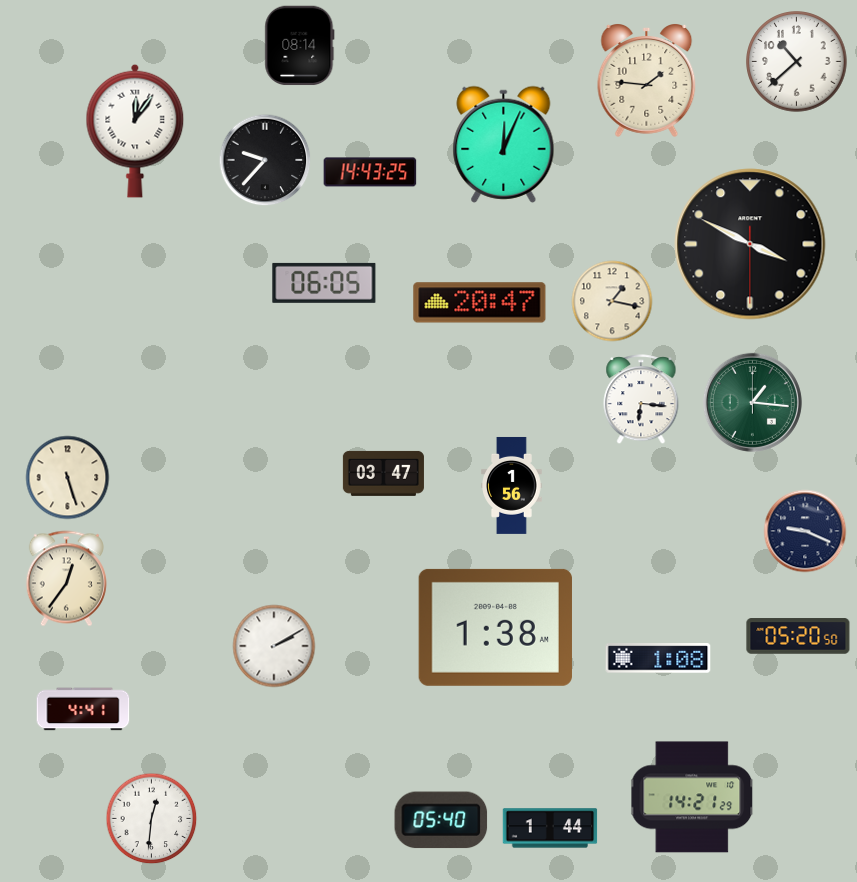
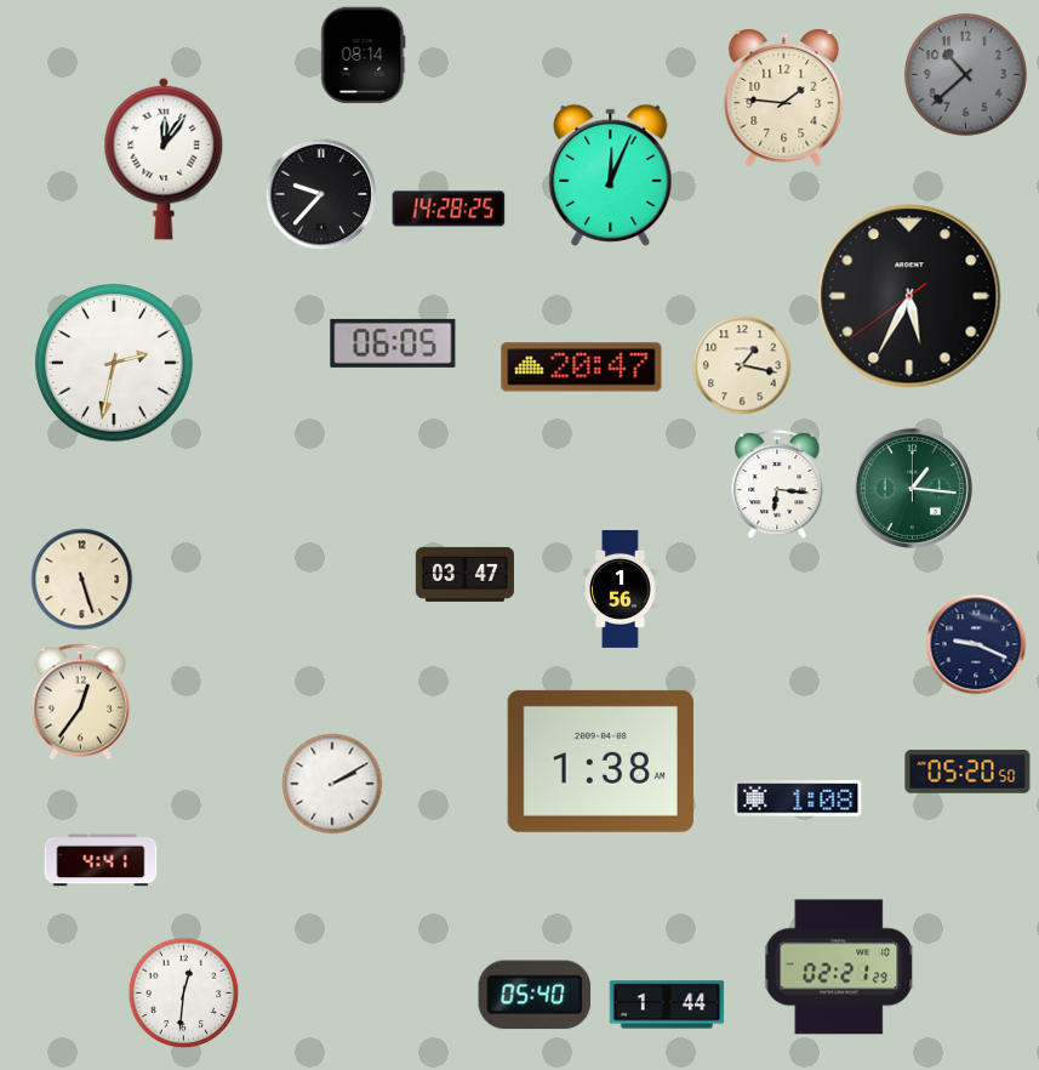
clock at (797, 62) dial: white -> grey
clock at (370, 172): 14:43 -> 14:28
clock at (750, 244): 3:49 -> 5:34
clock at (114, 363): none -> 2:32
clock at (693, 797): 14:21 -> 02:21
